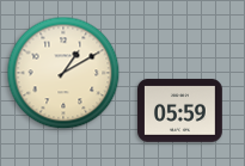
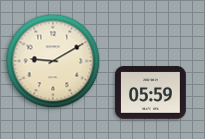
clock at (63, 73): 1:10 -> 9:10
